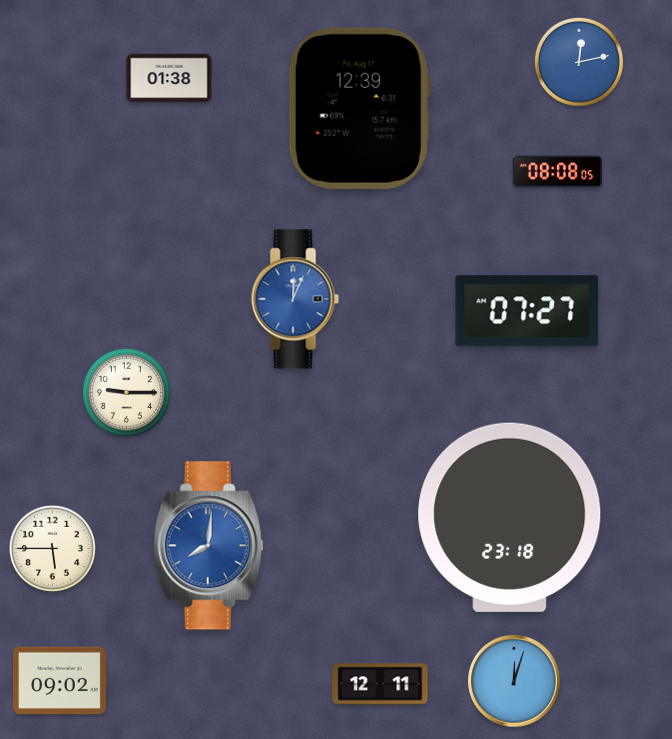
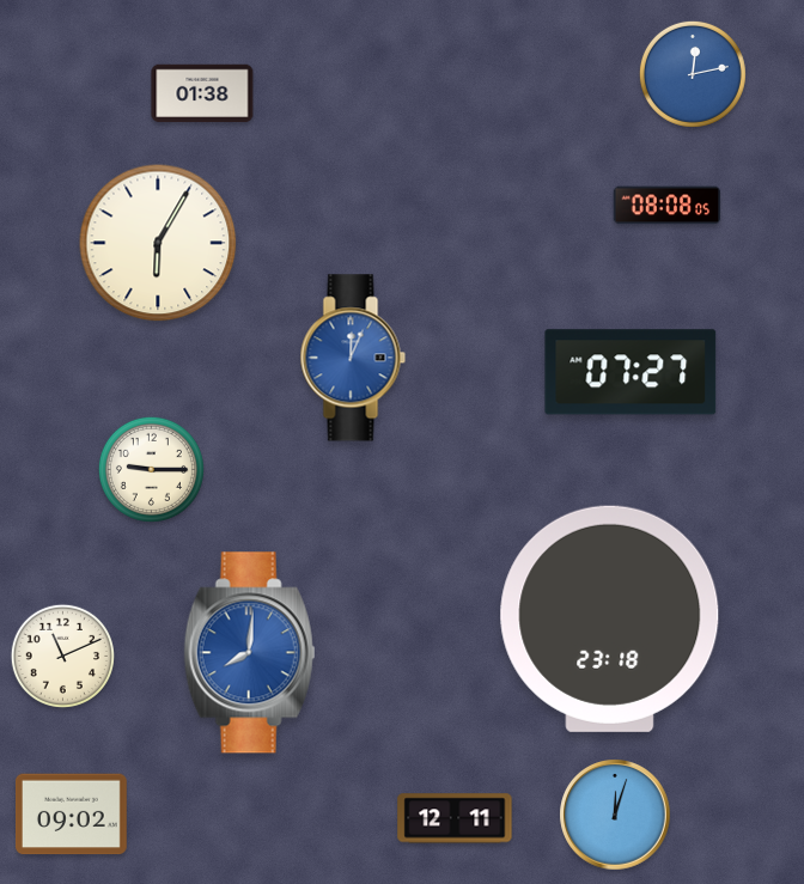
clock at (359, 108): 12:39 -> none
clock at (158, 243): none -> 6:05
clock at (52, 548): 5:45 -> 11:11
